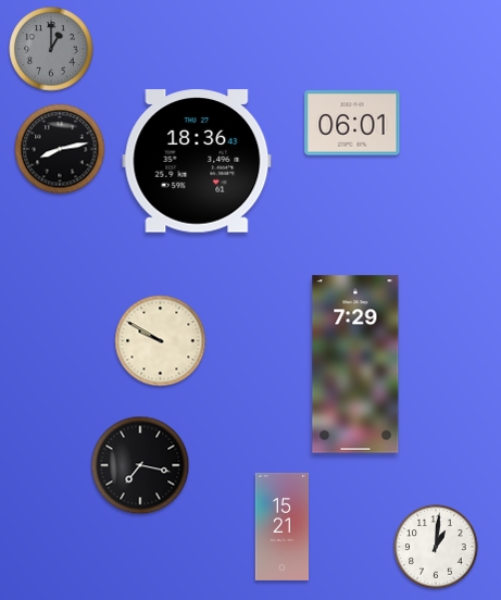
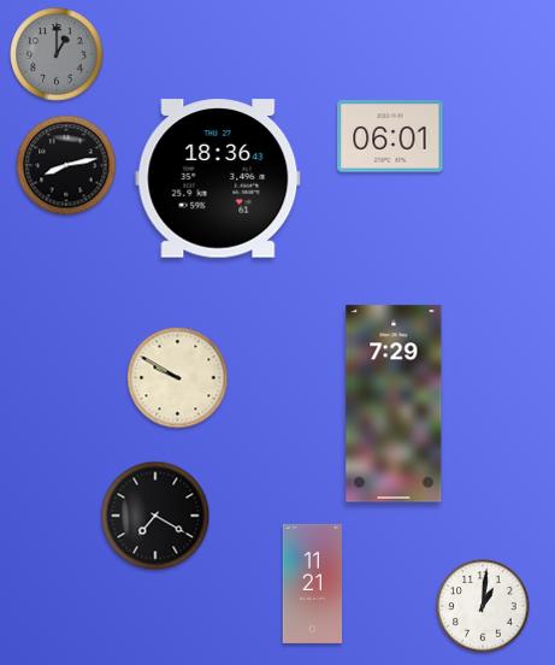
clock at (140, 465): 7:17 -> 7:20
clock at (281, 526): 15:21 -> 11:21
